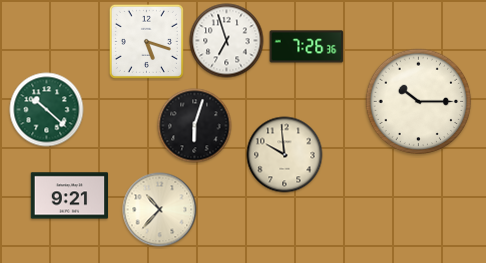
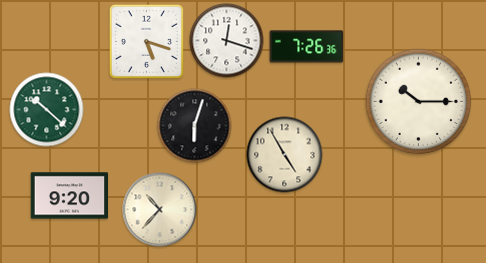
clock at (227, 41): 6:57 -> 12:18
clock at (285, 155): 9:59 -> 4:55
clock at (70, 196): 9:21 -> 9:20
